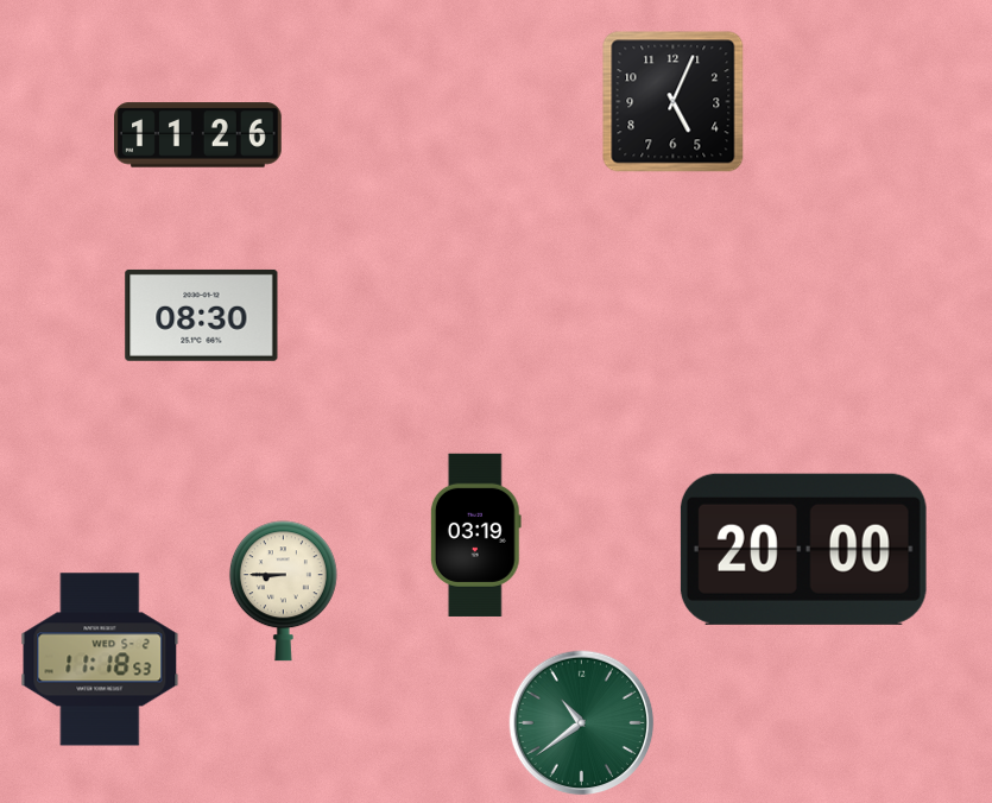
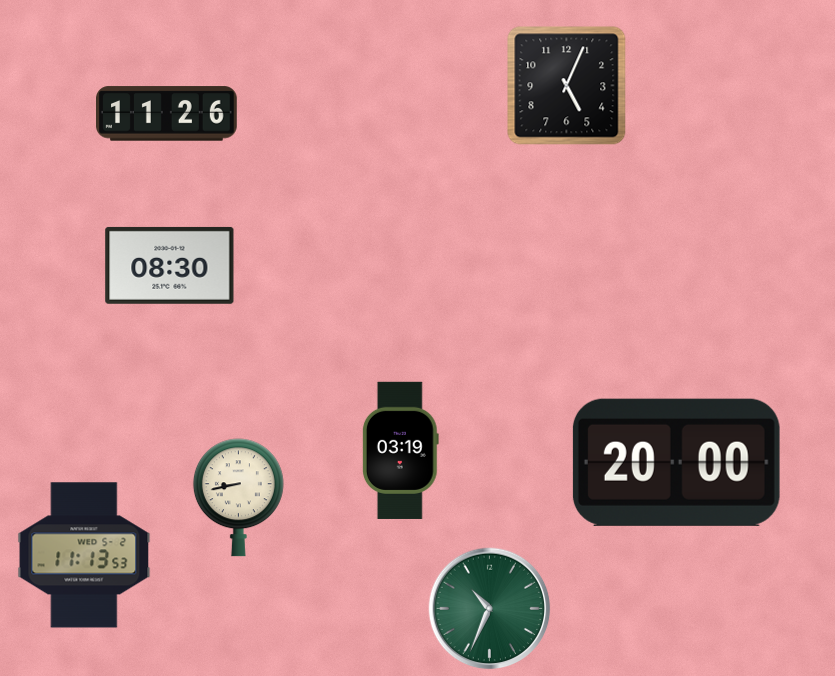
clock at (283, 592): 8:45 -> 8:43
clock at (100, 659): 11:18 -> 11:13
clock at (582, 723): 10:39 -> 10:34
